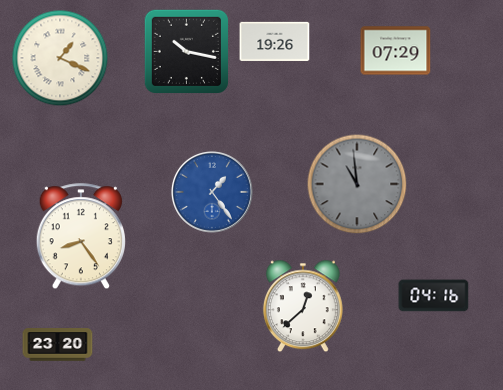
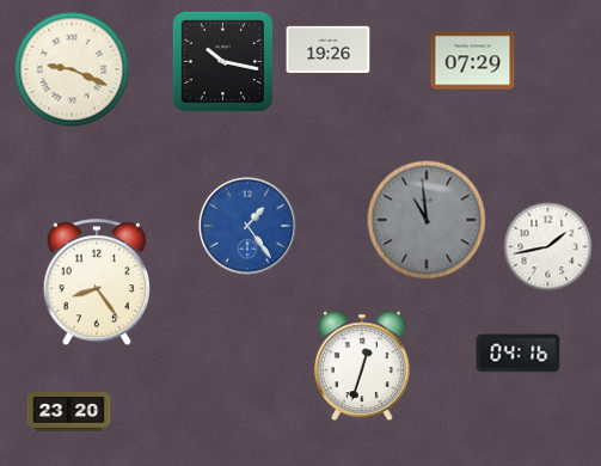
clock at (60, 58): 1:19 -> 9:19
clock at (212, 192) position: (212, 192) -> (247, 226)
clock at (548, 247): none -> 1:43
clock at (303, 306): 12:38 -> 12:33
